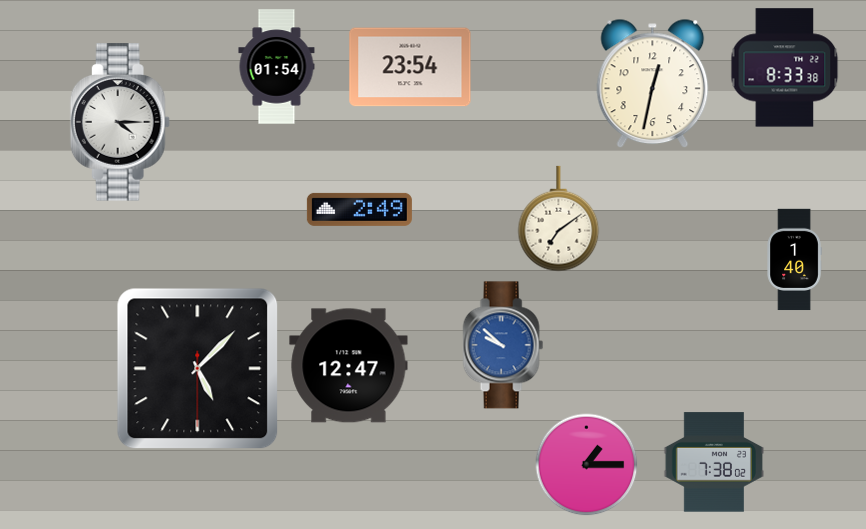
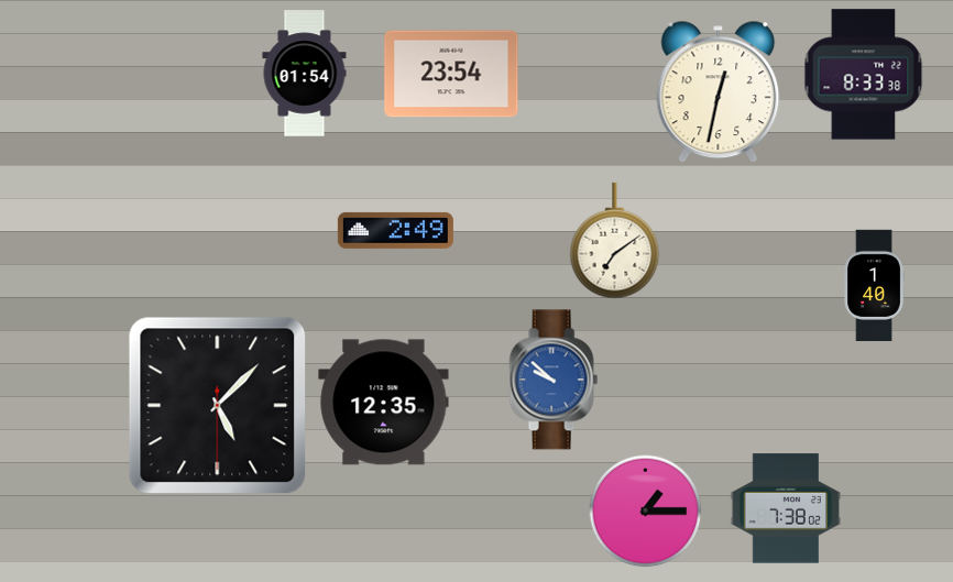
clock at (120, 122): 4:15 -> none
clock at (349, 366): 12:47 -> 12:35
